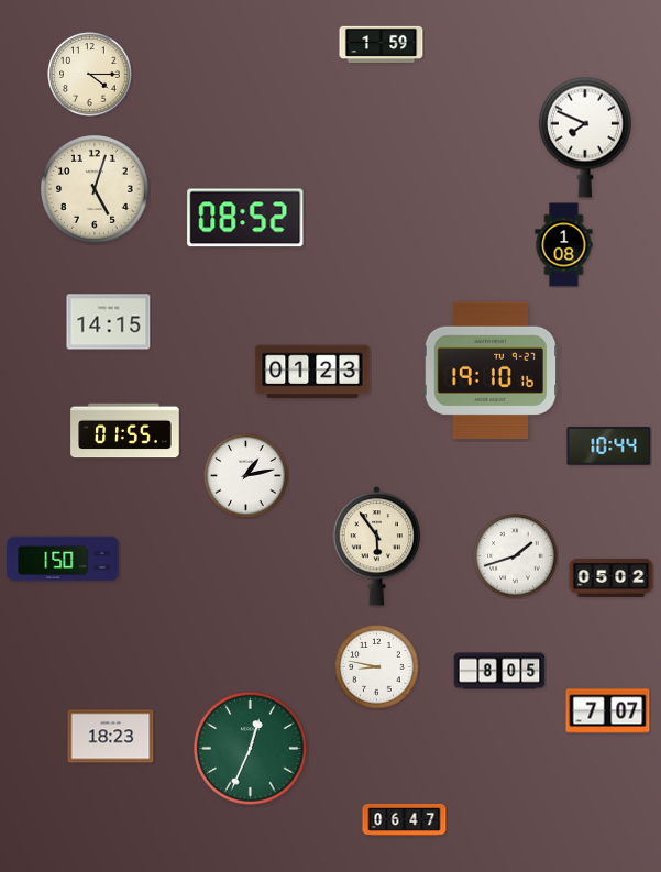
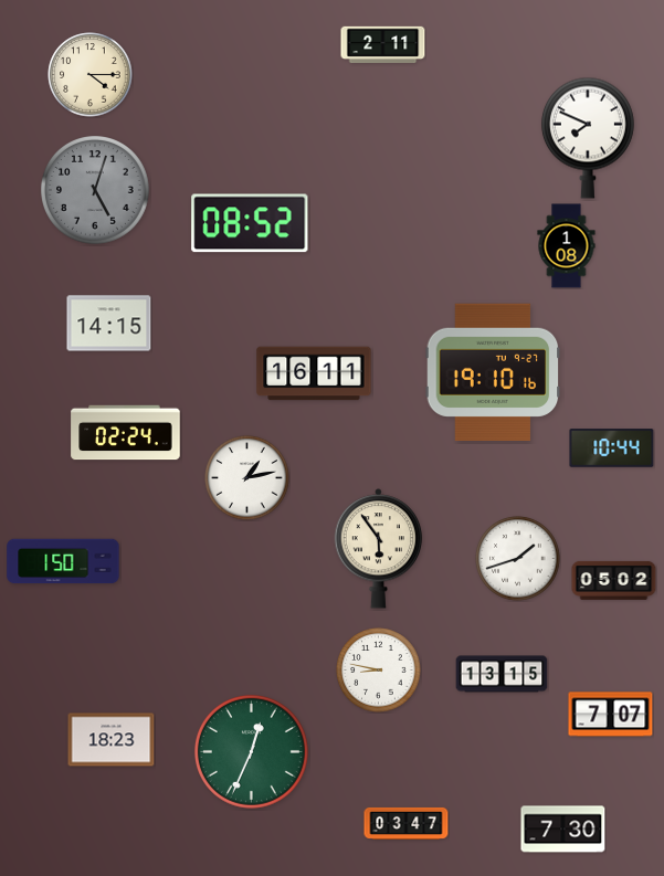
clock at (382, 45): 1:59 -> 2:11
clock at (96, 190) dial: cream -> grey
clock at (245, 218) position: (245, 218) -> (250, 223)
clock at (312, 372): 01:23 -> 16:11
clock at (125, 431): 01:55 -> 02:24
clock at (499, 671): 8:05 -> 13:15
clock at (405, 819): 06:47 -> 03:47
clock at (563, 830): none -> 7:30
